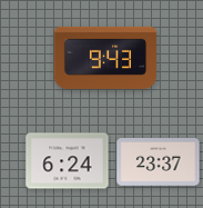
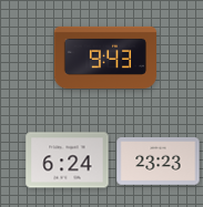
clock at (159, 162): 23:37 -> 23:23
